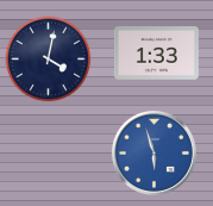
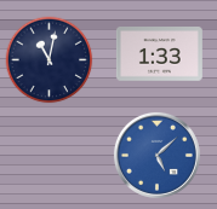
clock at (49, 60): 4:02 -> 11:02
clock at (154, 152): 5:57 -> 5:08
